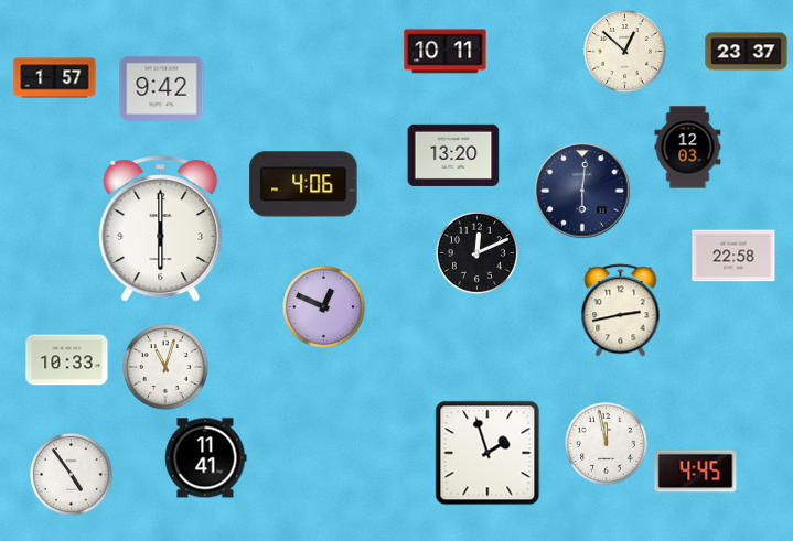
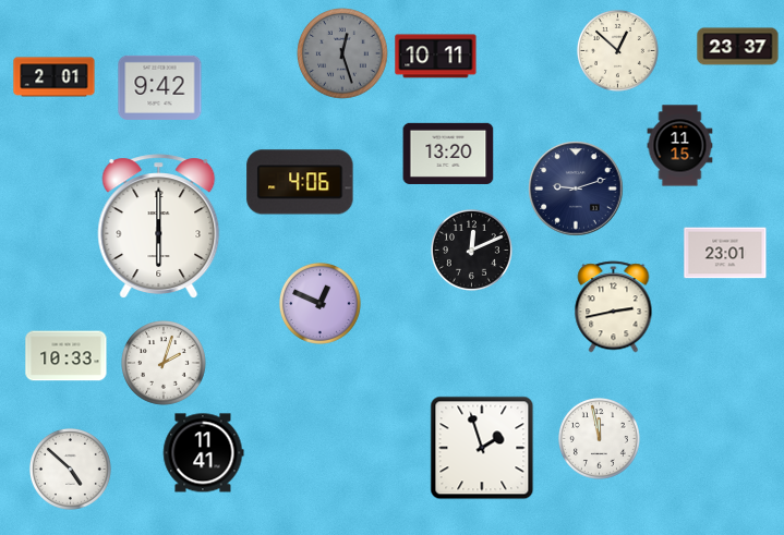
clock at (446, 52) position: (446, 52) -> (436, 57)
clock at (747, 52) position: (747, 52) -> (738, 47)
clock at (342, 53): none -> 12:27
clock at (55, 78): 1:57 -> 2:01
clock at (688, 148): 12:03 -> 11:15
clock at (582, 191): 6:01 -> 9:12
clock at (733, 256): 22:58 -> 23:01
clock at (167, 368): 11:03 -> 2:03
clock at (696, 472): 4:45 -> none
clock at (71, 474): 4:54 -> 4:52
